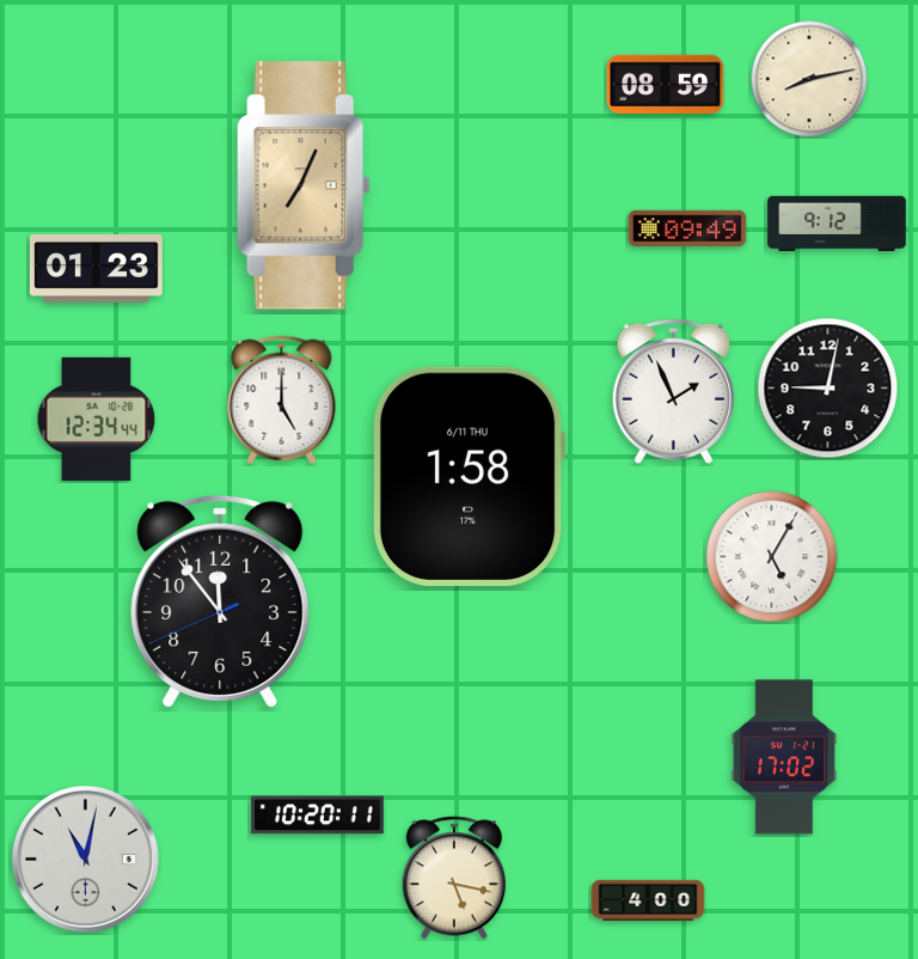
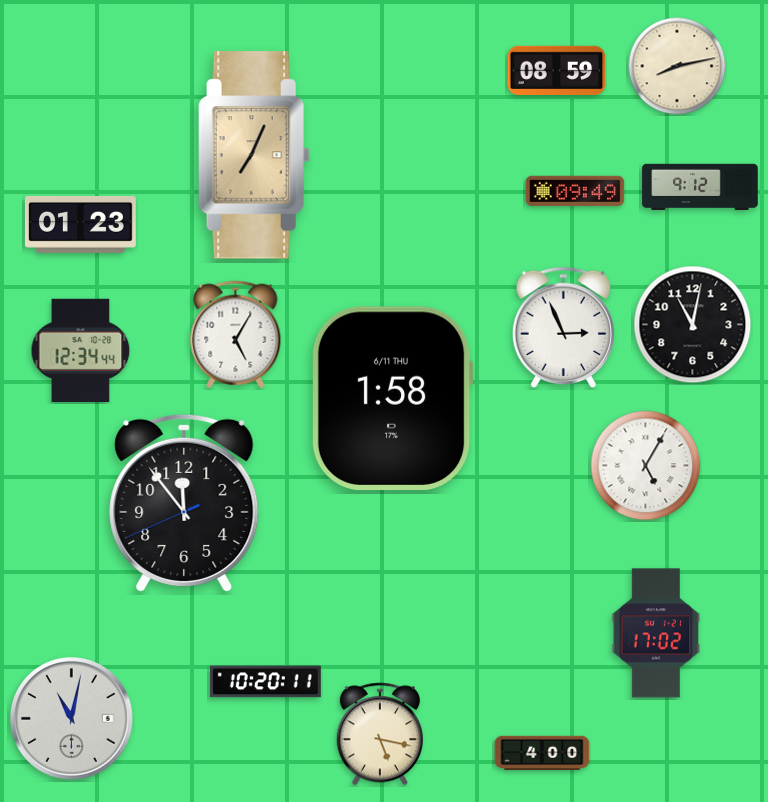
clock at (828, 389): 9:02 -> 11:02
clock at (673, 391): 1:56 -> 2:56
clock at (282, 401): 5:00 -> 5:05
